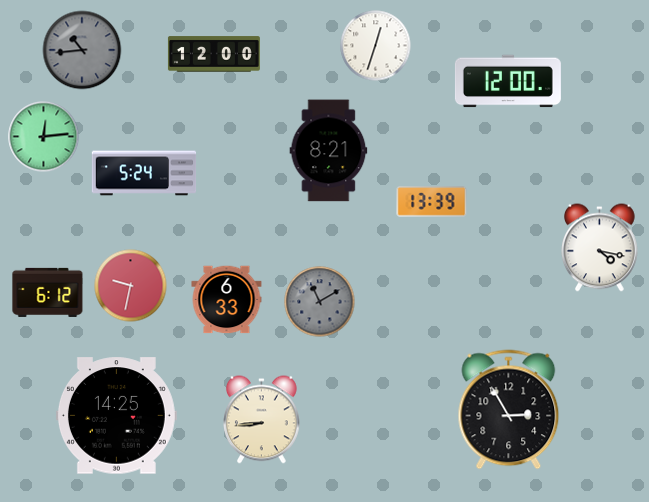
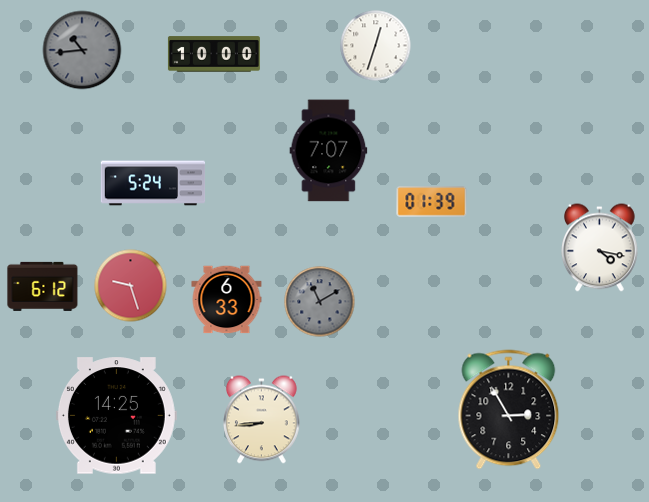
clock at (214, 54): 12:00 -> 10:00
clock at (508, 81): 12:00 -> none
clock at (44, 137): 12:14 -> none
clock at (329, 151): 8:21 -> 7:07
clock at (144, 173) position: (144, 173) -> (153, 183)
clock at (432, 202): 13:39 -> 01:39
clock at (131, 286): 9:32 -> 9:27
clock at (48, 292) position: (48, 292) -> (43, 286)
